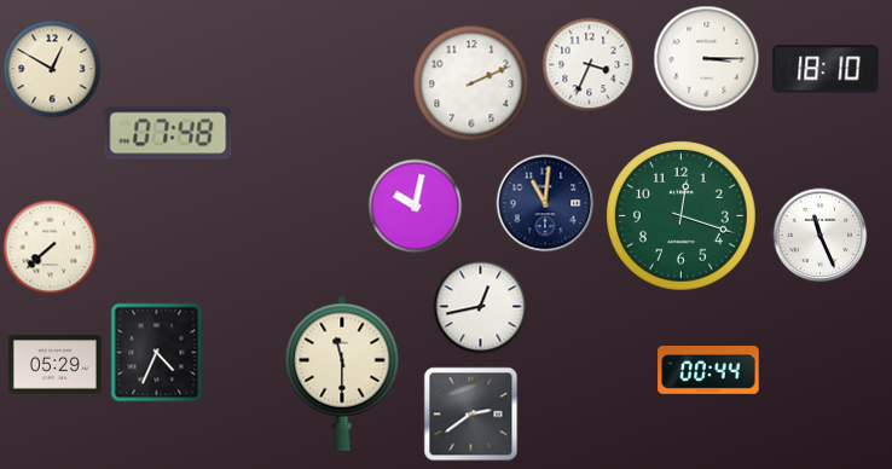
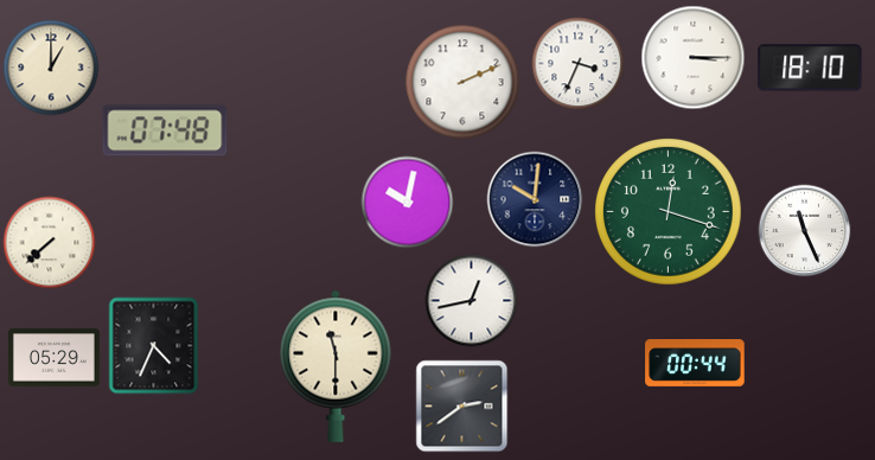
clock at (52, 69): 12:50 -> 1:00
clock at (545, 203): 11:01 -> 10:01
